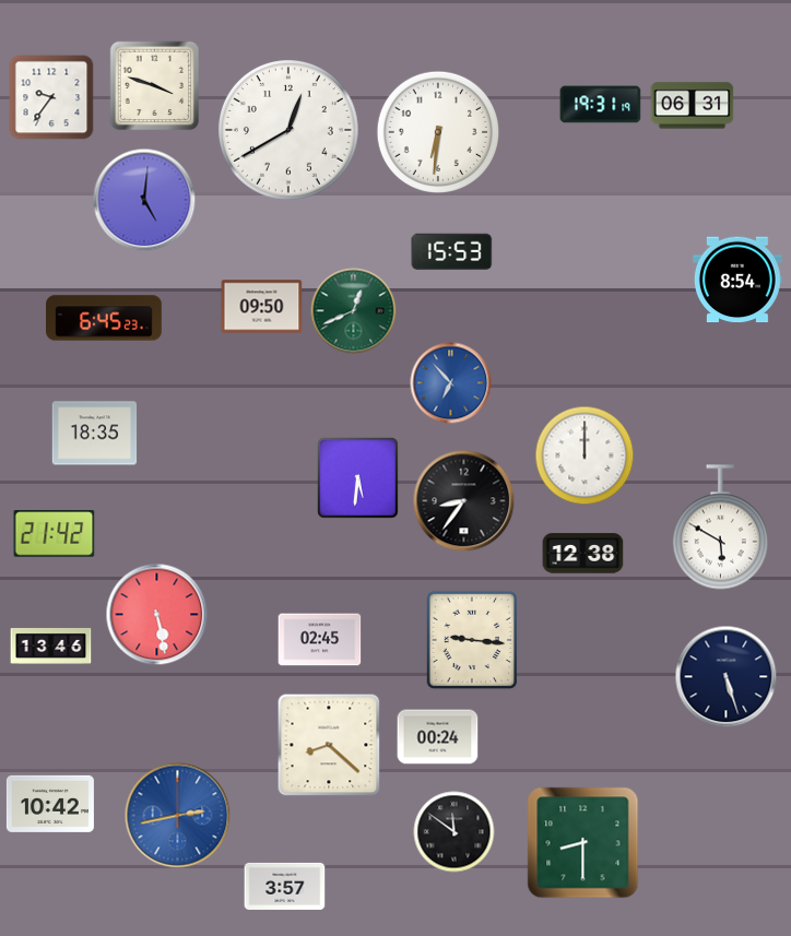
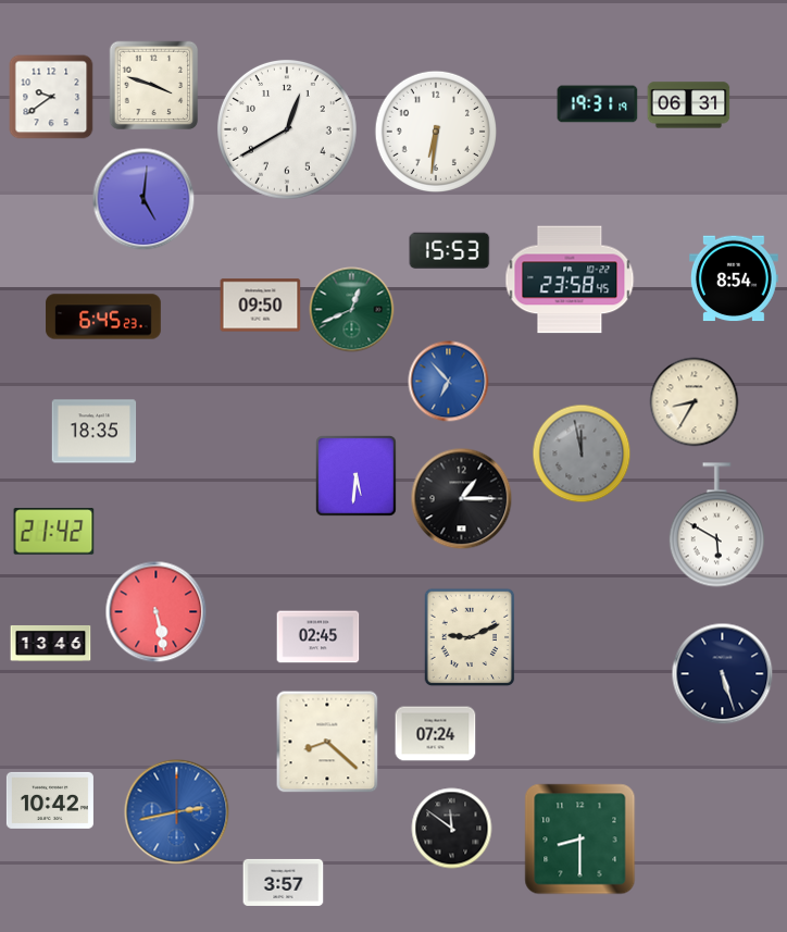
clock at (51, 97): 9:36 -> 9:39
clock at (570, 279): none -> 23:58
clock at (695, 402): none -> 8:35
clock at (585, 455): 12:00 -> 11:58
clock at (585, 455) dial: white -> grey
clock at (464, 501): 8:36 -> 1:15
clock at (583, 554): 12:38 -> none
clock at (472, 640): 9:16 -> 9:11
clock at (438, 737): 00:24 -> 07:24
